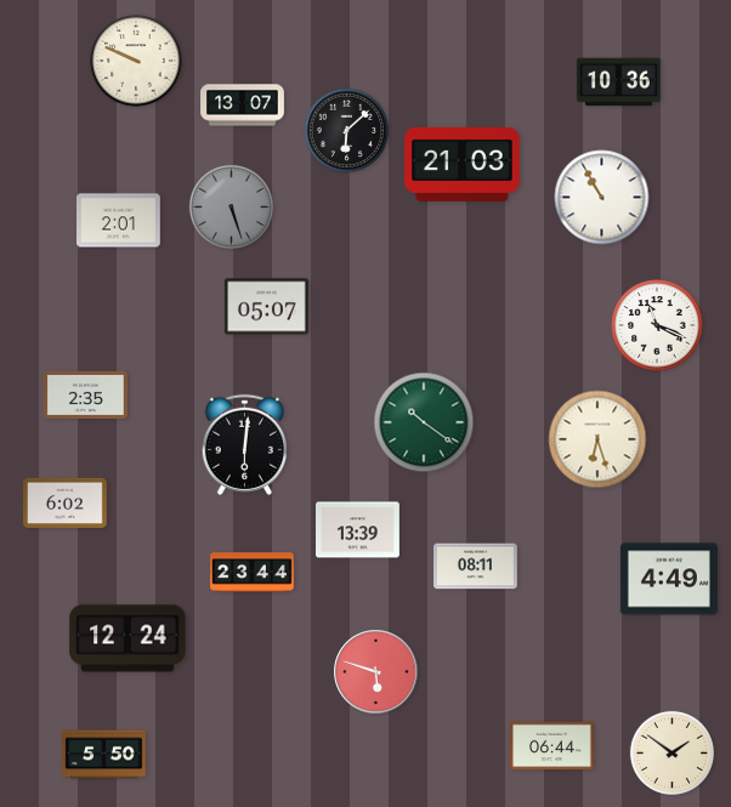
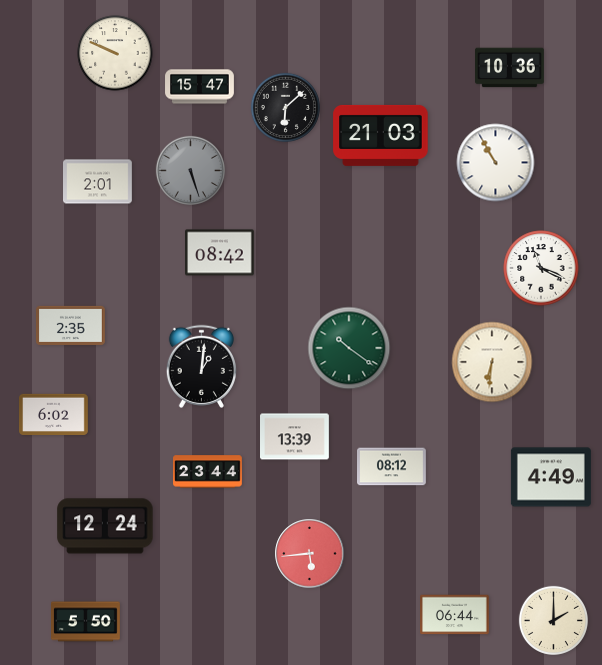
clock at (136, 61) position: (136, 61) -> (115, 53)
clock at (243, 106): 13:07 -> 15:47
clock at (267, 307): 05:07 -> 08:42
clock at (597, 439): 6:27 -> 6:31
clock at (244, 444): 6:01 -> 1:01
clock at (476, 567): 08:11 -> 08:12
clock at (376, 672): 5:48 -> 5:44
clock at (671, 752): 1:51 -> 2:00
